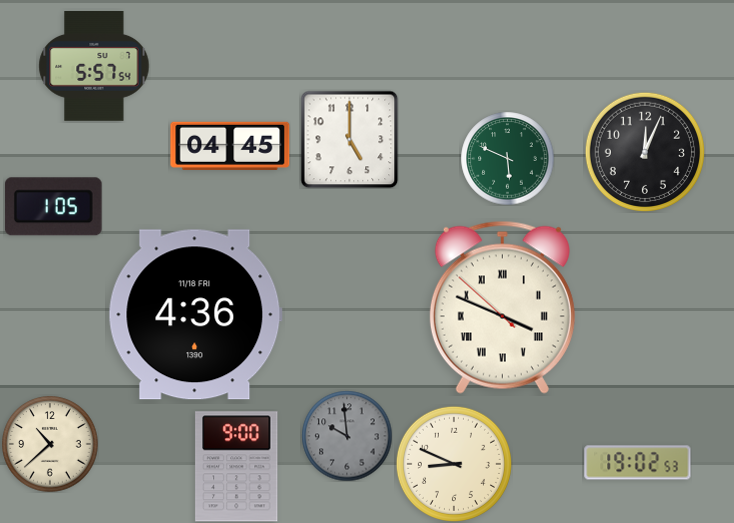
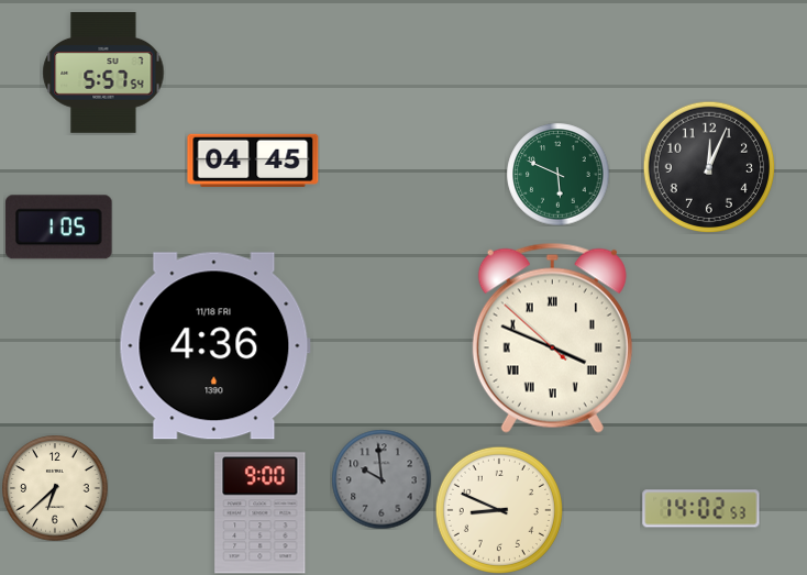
clock at (349, 139): 5:00 -> none
clock at (50, 444): 10:38 -> 6:38
clock at (638, 463): 19:02 -> 14:02
